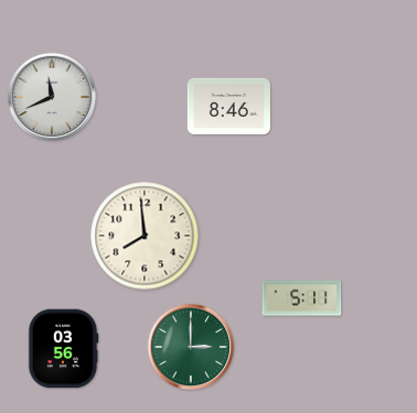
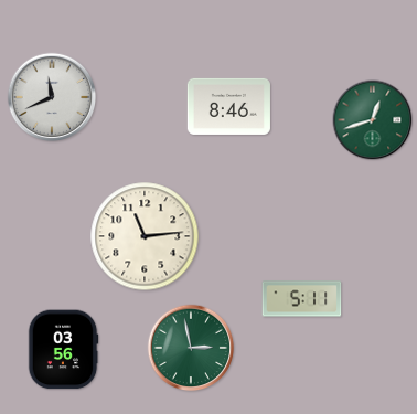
clock at (373, 120): none -> 12:42
clock at (145, 236): 7:59 -> 11:14
clock at (191, 347): 3:00 -> 2:58
